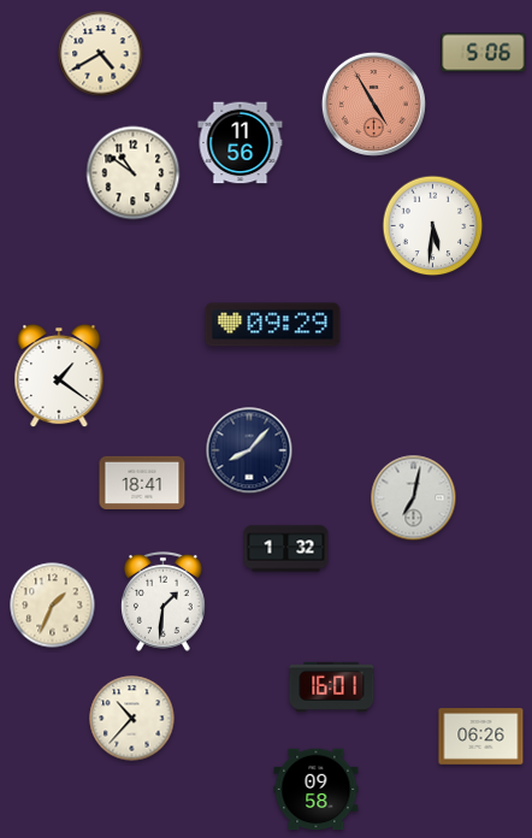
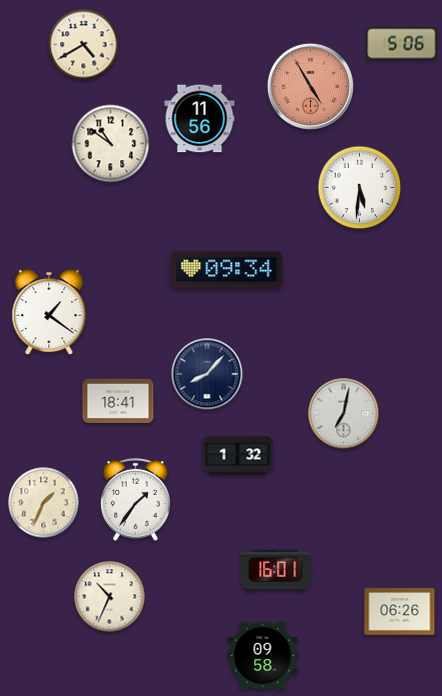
clock at (273, 325): 09:29 -> 09:34
clock at (162, 601): 1:31 -> 1:36
clock at (132, 719): 10:37 -> 10:34
